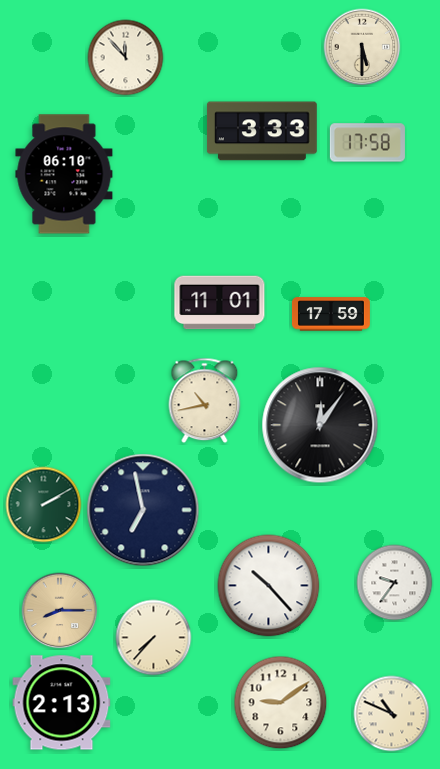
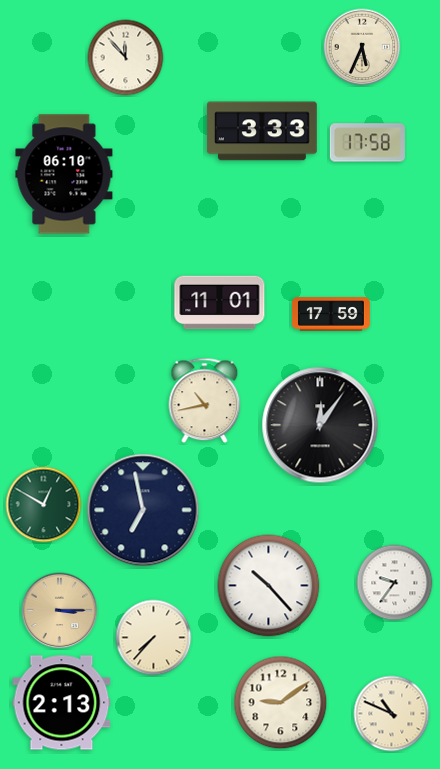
clock at (362, 47): 5:30 -> 5:34
clock at (44, 505): 2:10 -> 12:50
clock at (60, 611): 8:15 -> 3:15
